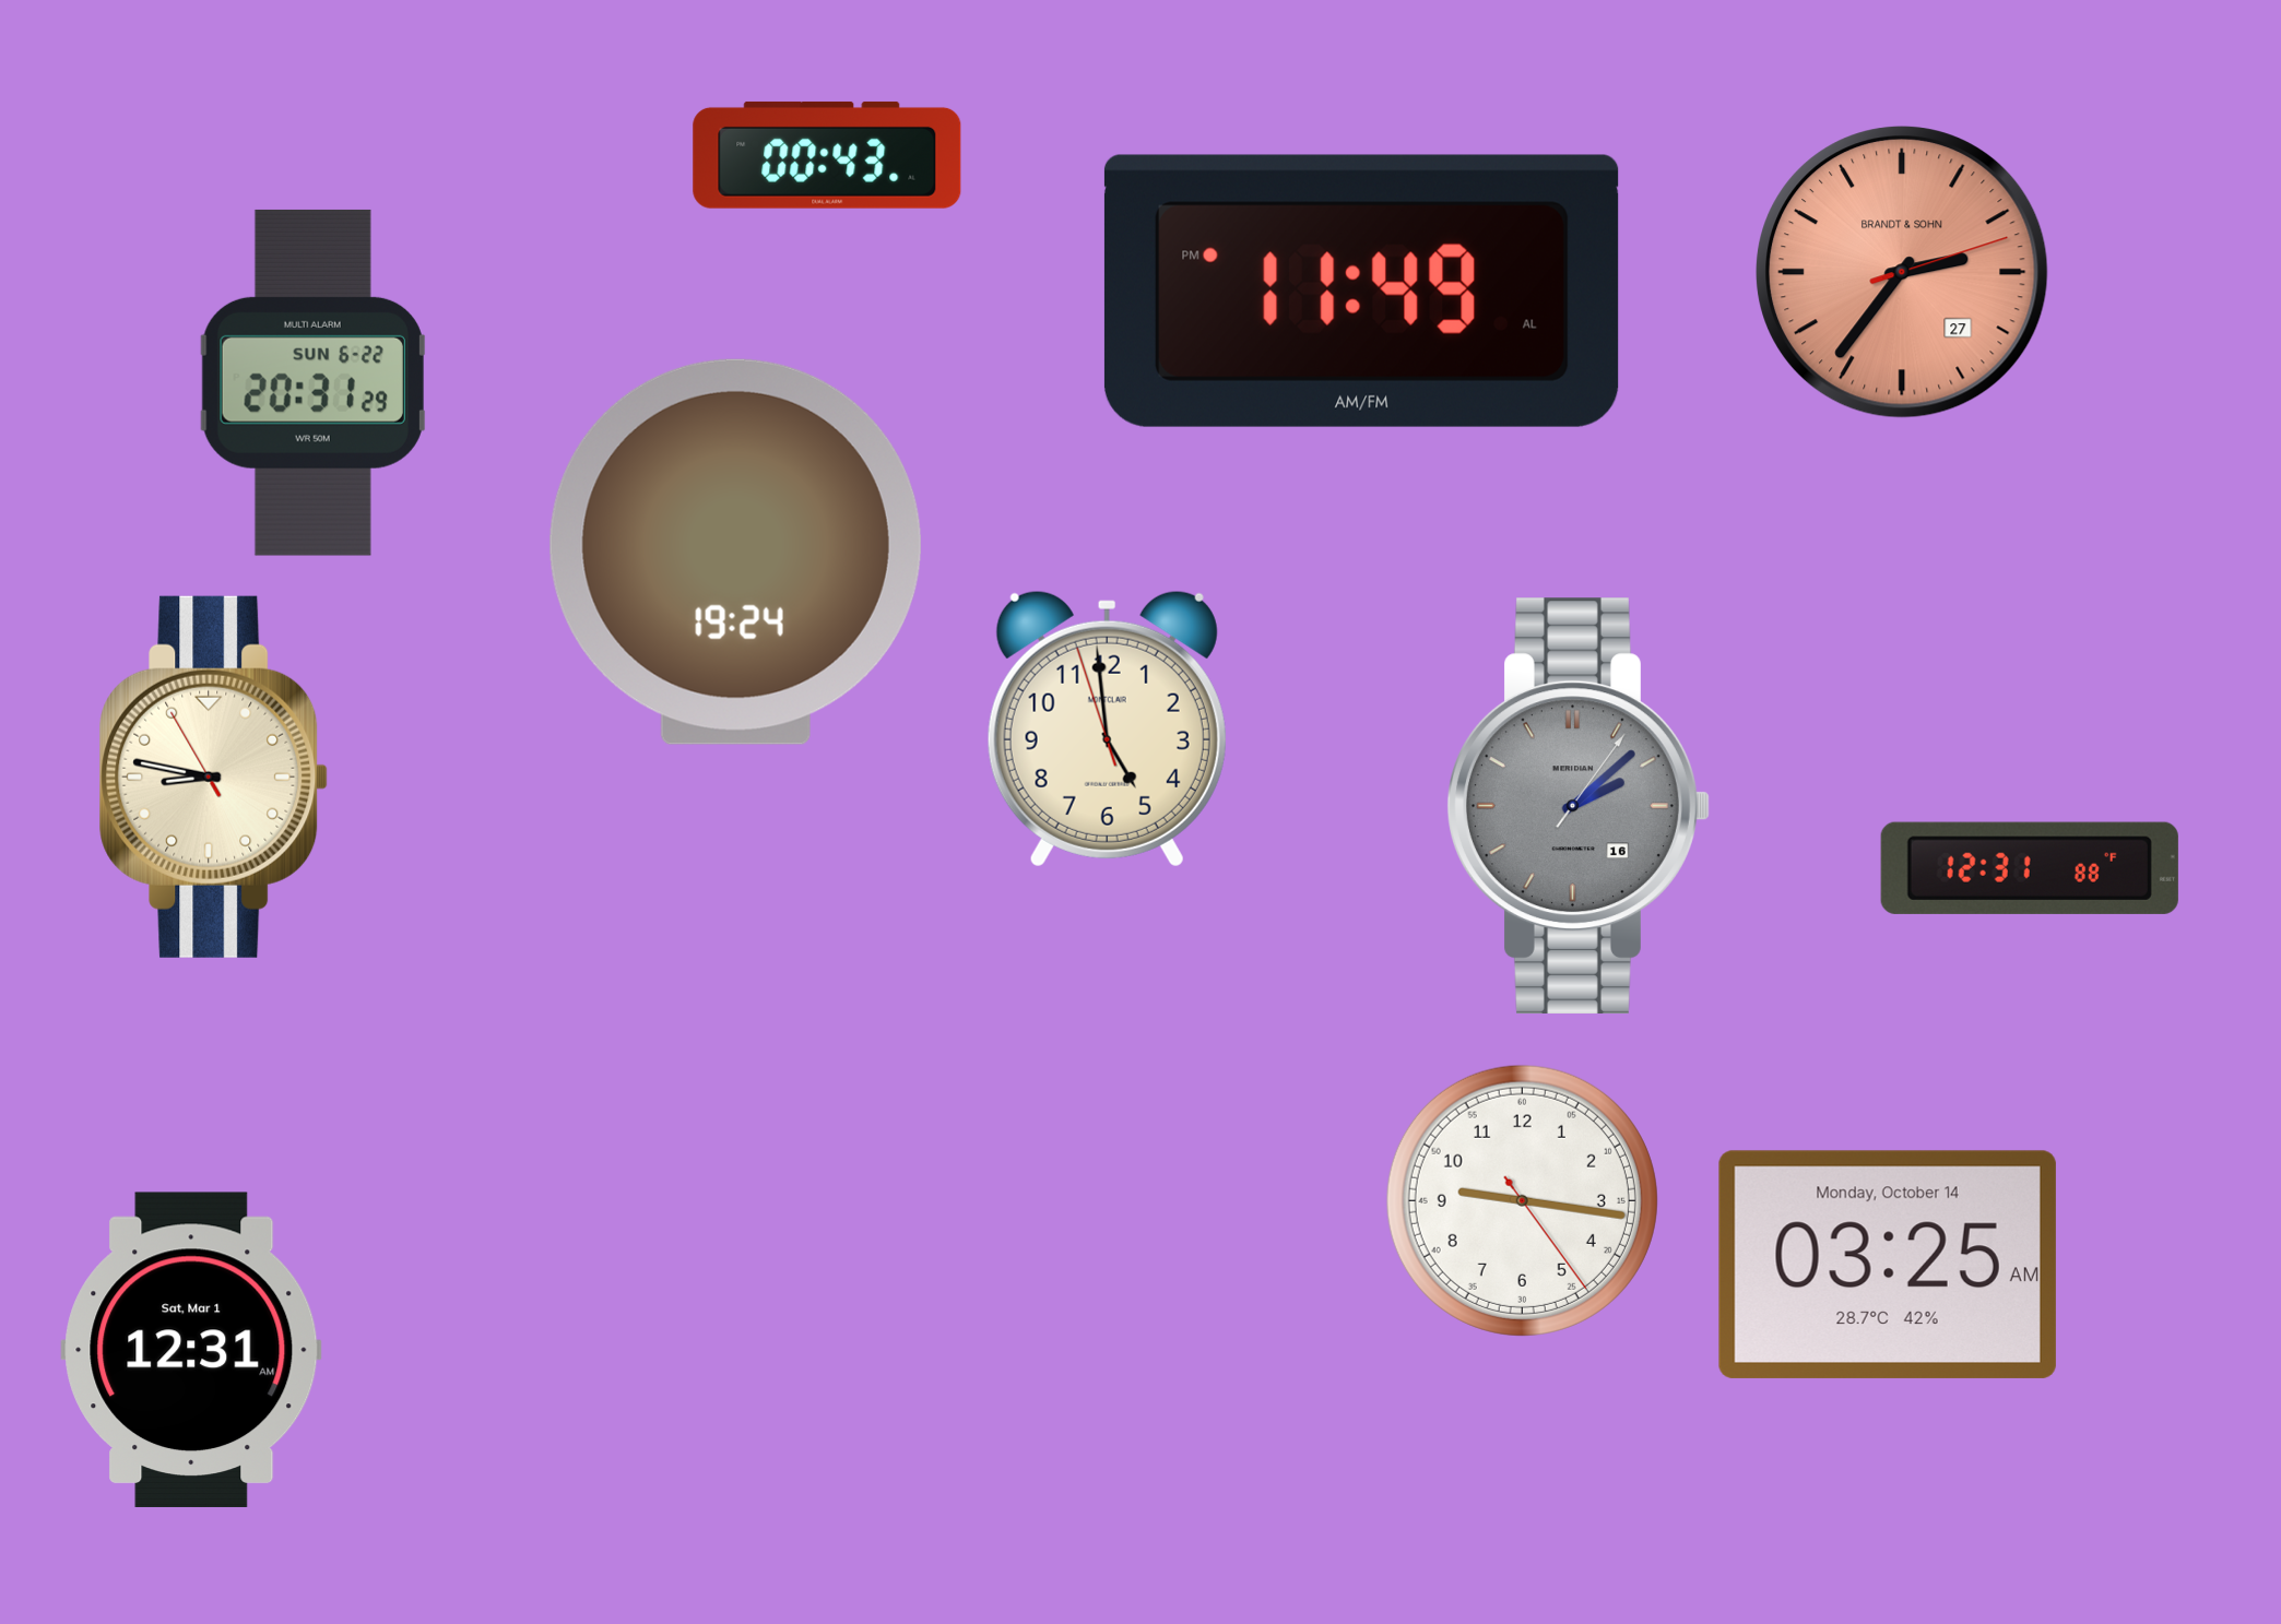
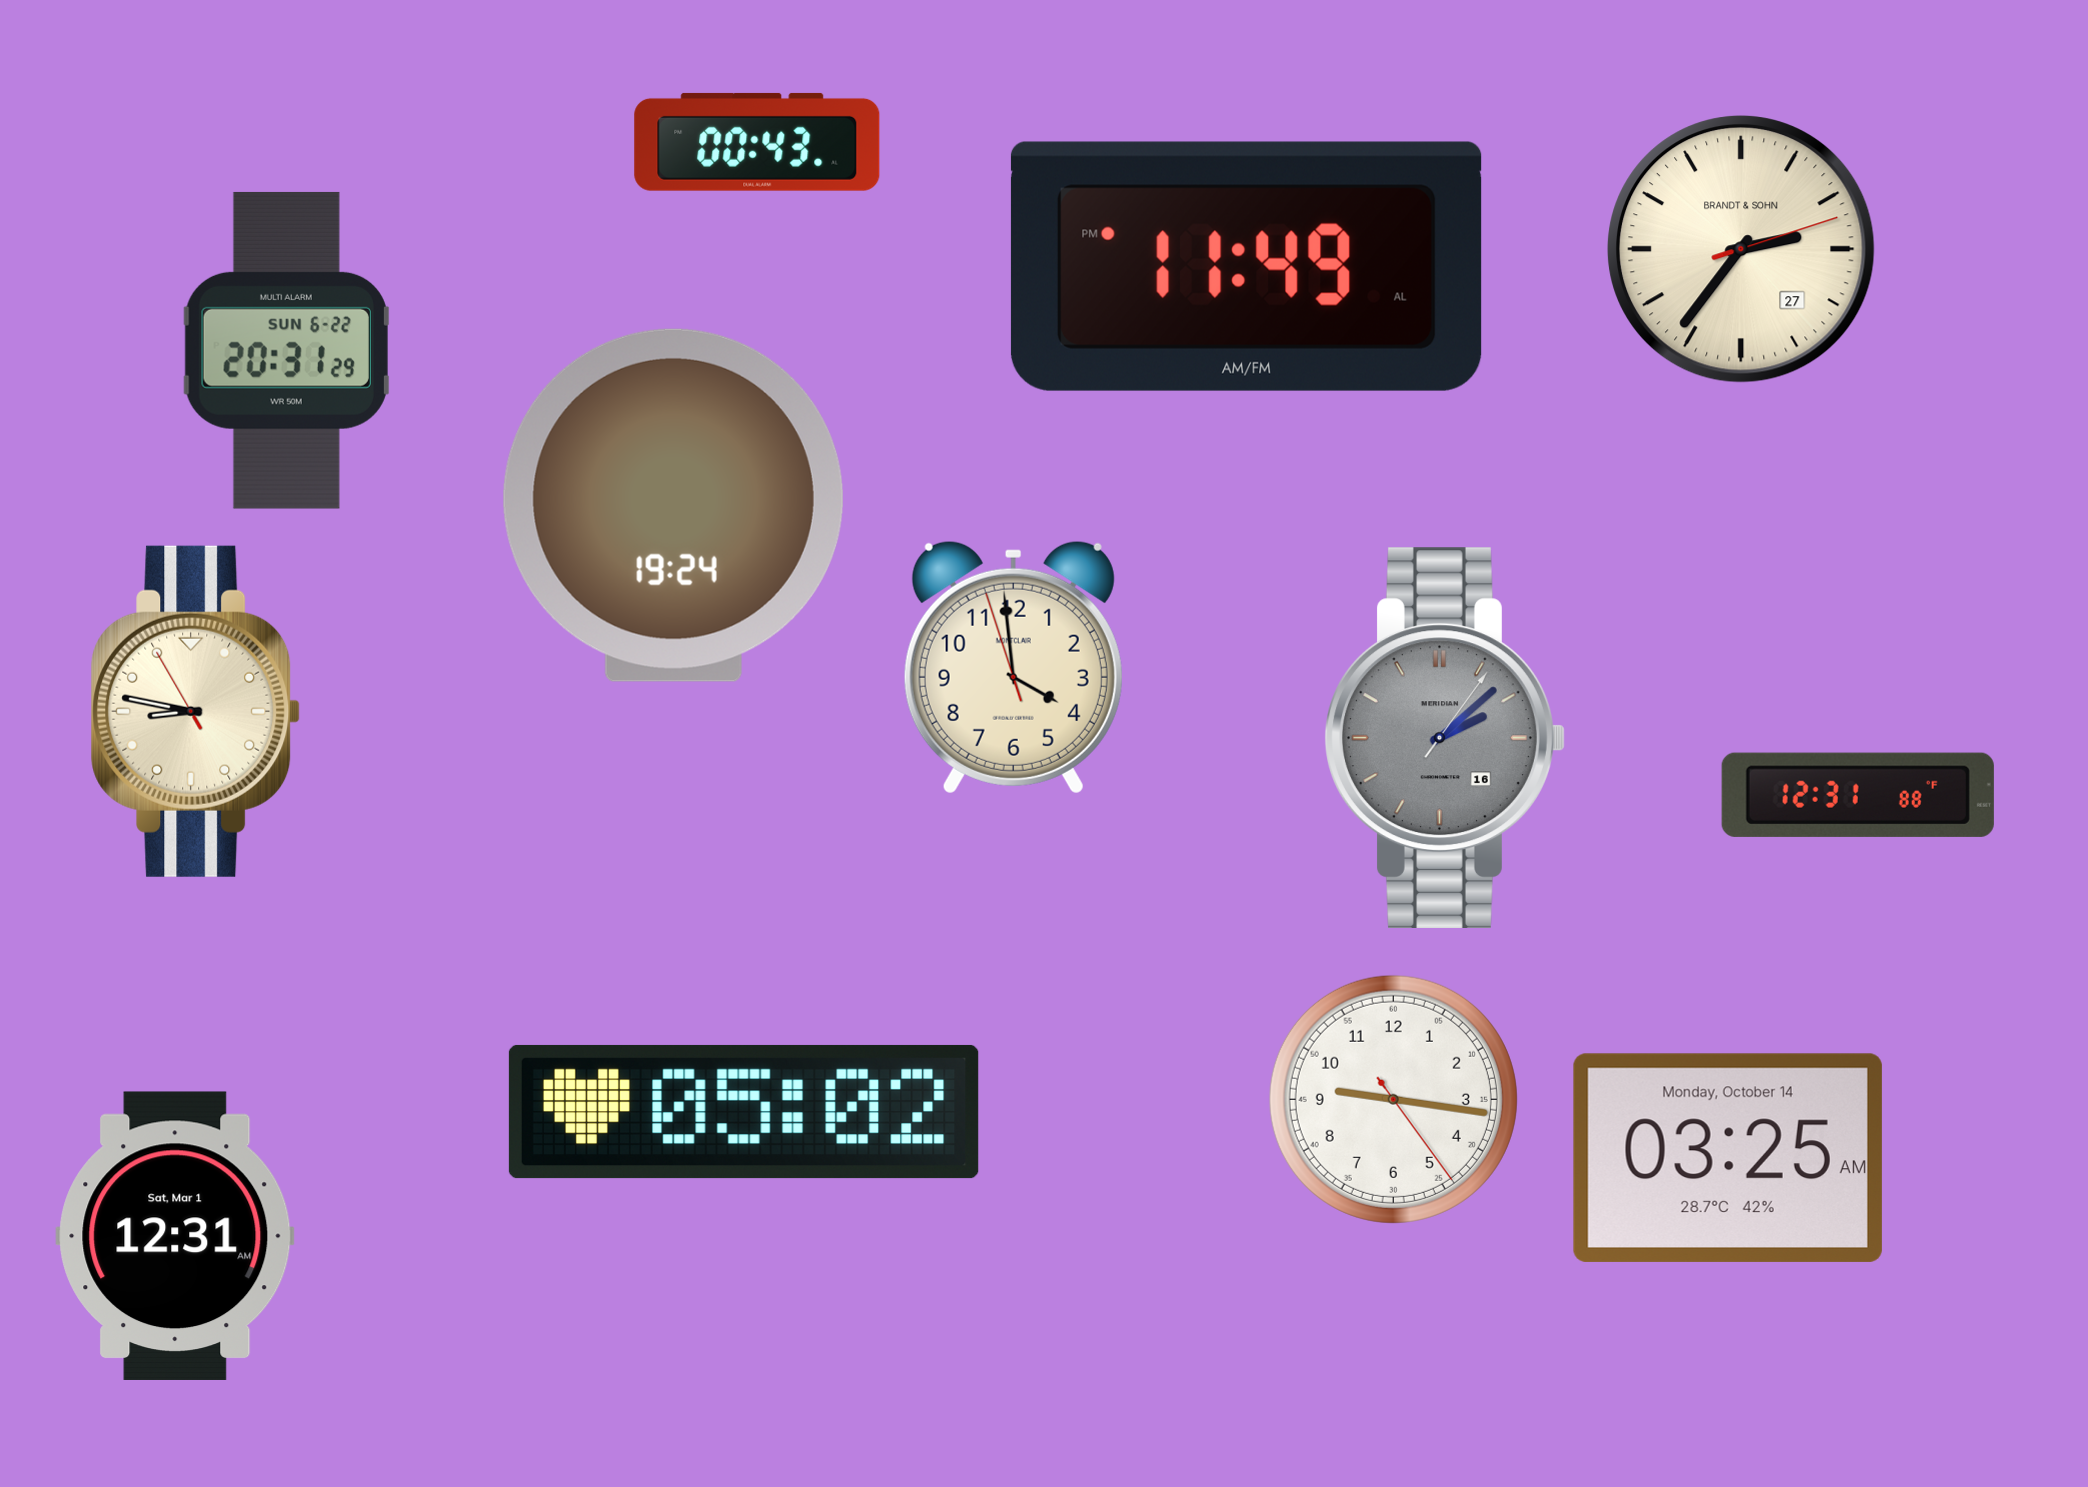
clock at (1902, 272) dial: salmon -> cream
clock at (1107, 728): 4:58 -> 3:58
clock at (744, 1112): none -> 05:02
